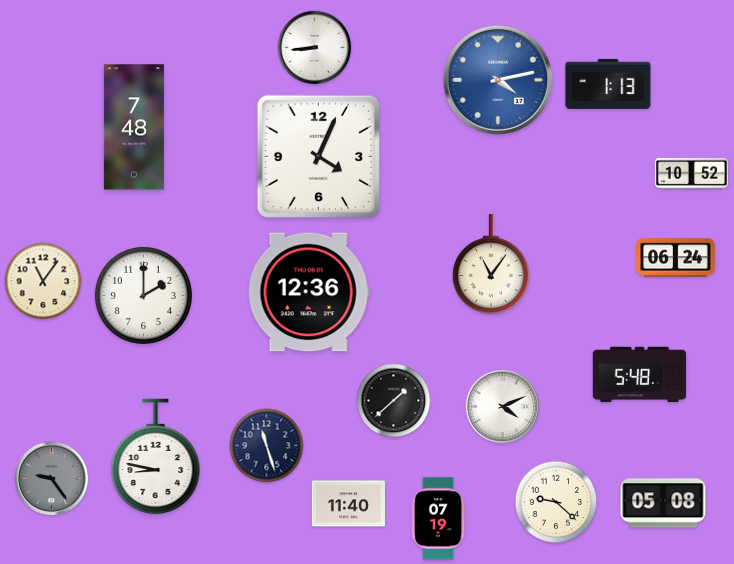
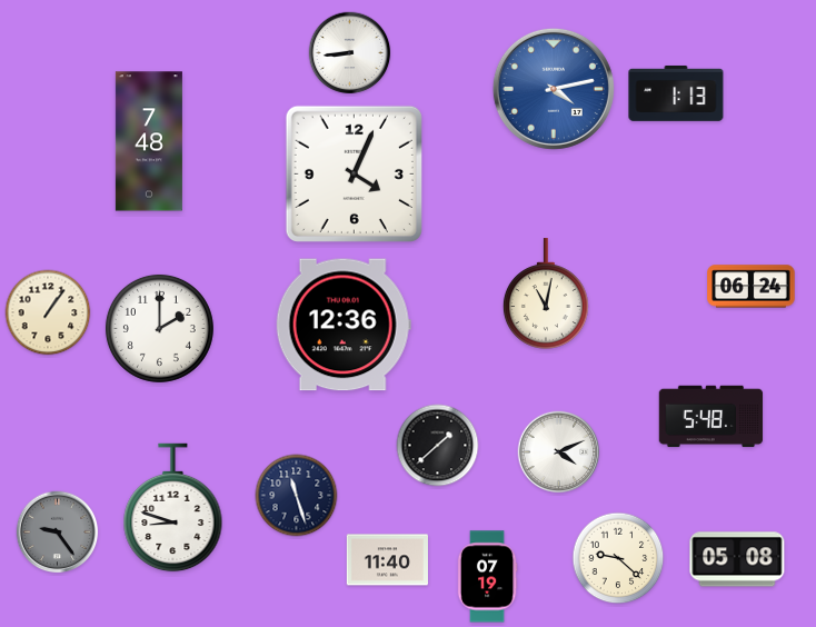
clock at (691, 173): 10:52 -> none
clock at (491, 264): 11:06 -> 11:02
clock at (43, 281): 11:06 -> 1:06
clock at (156, 457): 8:47 -> 8:48
